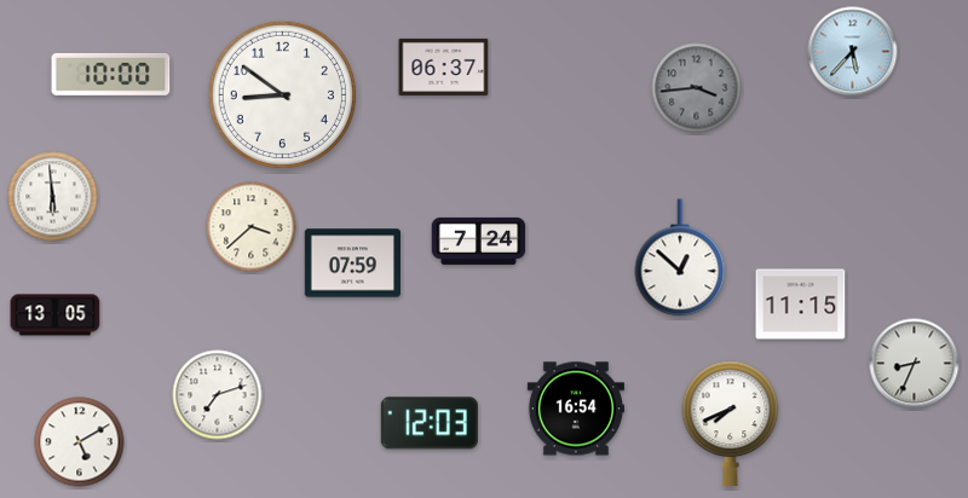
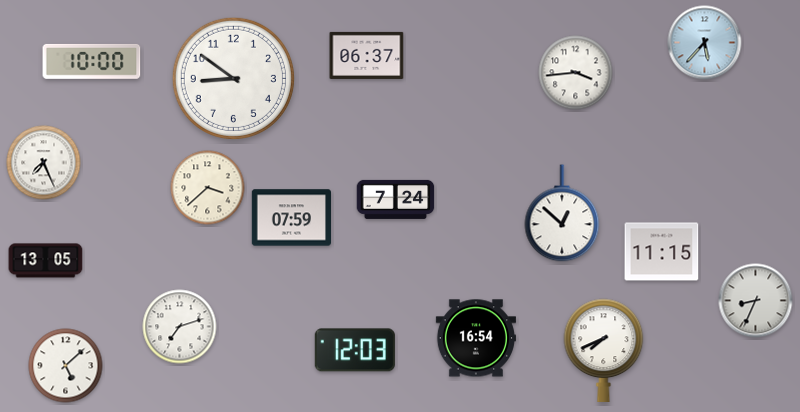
clock at (697, 88) dial: grey -> white
clock at (53, 197): 5:59 -> 7:26
clock at (80, 442): 5:10 -> 5:08
